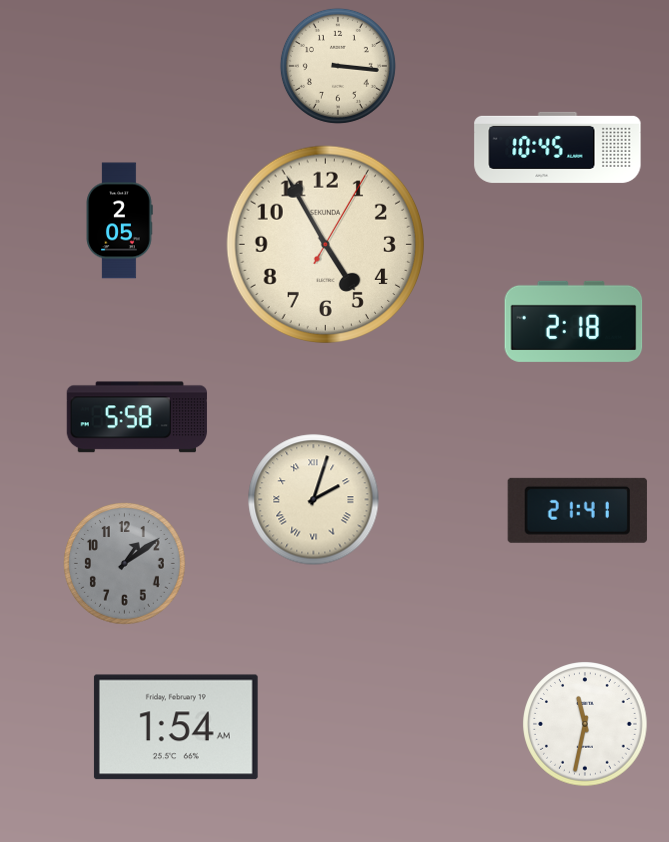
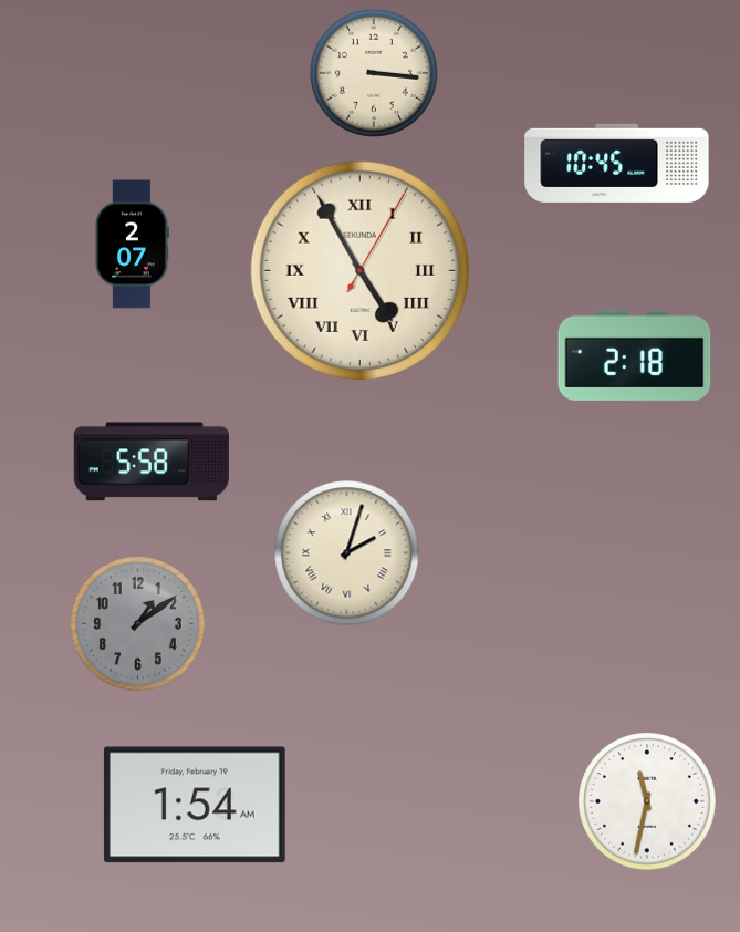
clock at (119, 221): 2:05 -> 2:07
clock at (326, 245) numerals: Arabic -> Roman
clock at (577, 510): 21:41 -> none
